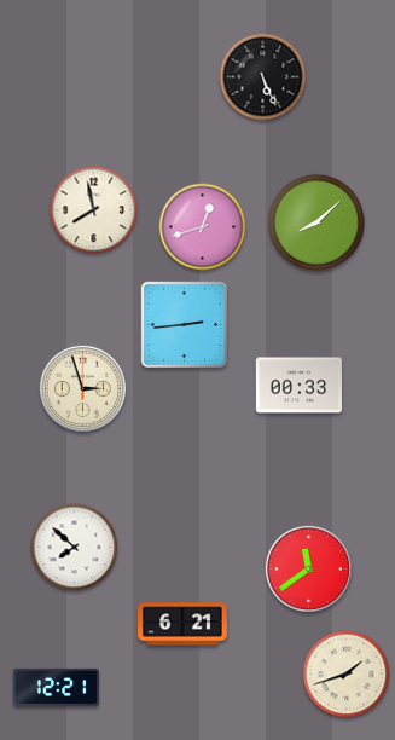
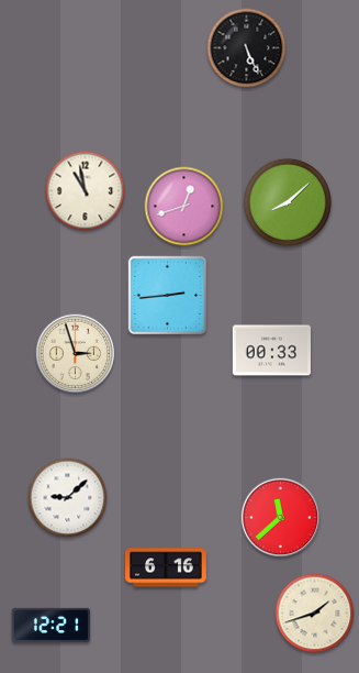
clock at (263, 77) position: (263, 77) -> (247, 48)
clock at (94, 210): 7:58 -> 10:58
clock at (75, 548): 7:52 -> 9:08
clock at (309, 570): 11:39 -> 11:38
clock at (184, 624): 6:21 -> 6:16
